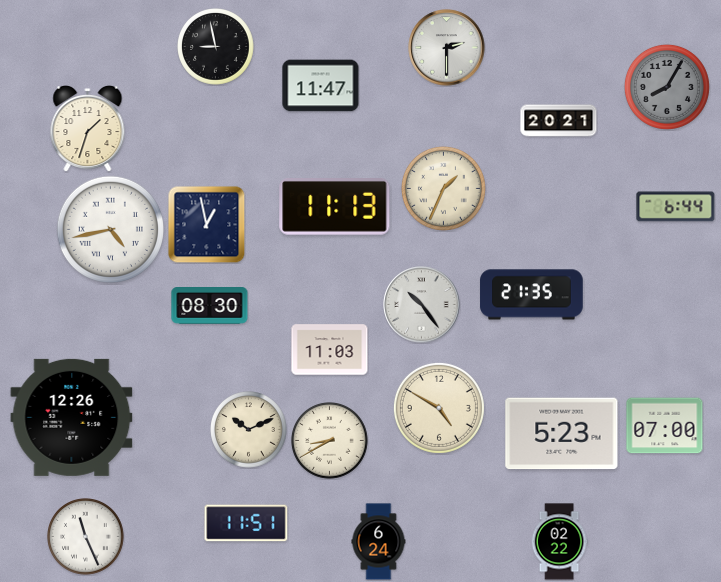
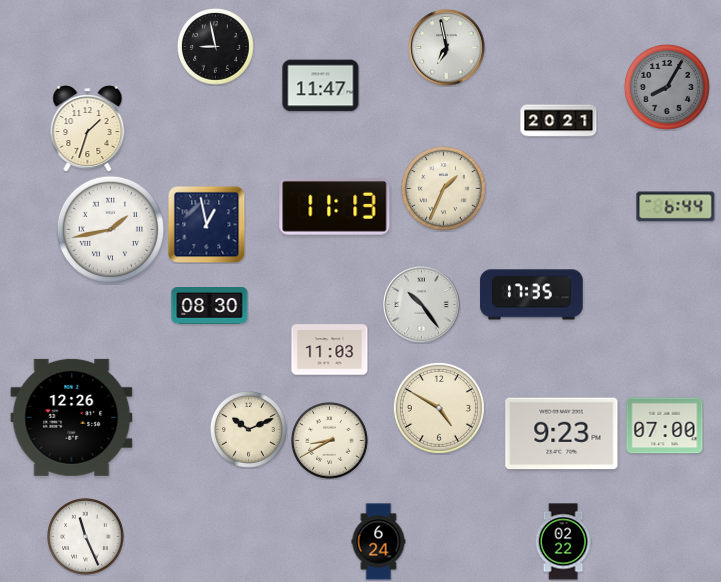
clock at (447, 48): 2:30 -> 6:58
clock at (110, 229): 4:43 -> 1:43
clock at (532, 295): 21:35 -> 17:35
clock at (562, 434): 5:23 -> 9:23
clock at (246, 523): 11:51 -> none
clock at (559, 542) position: (559, 542) -> (563, 542)
